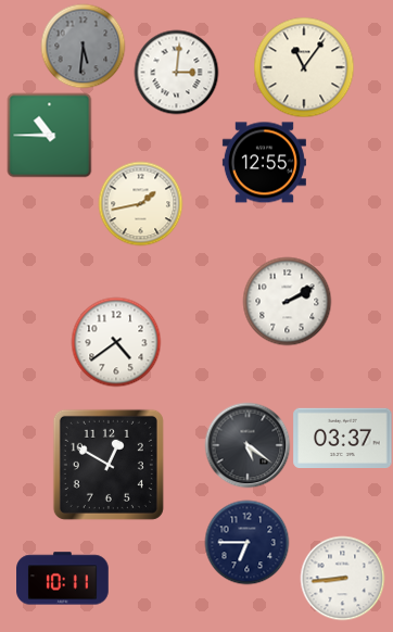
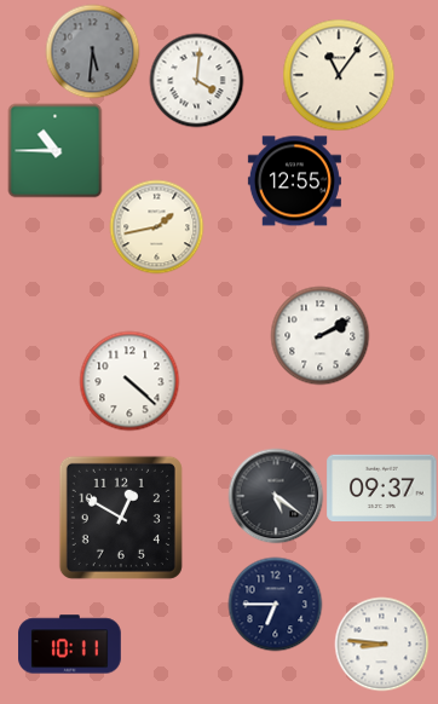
clock at (176, 72): 3:01 -> 4:01
clock at (116, 342): 4:39 -> 4:22
clock at (343, 438): 03:37 -> 09:37
clock at (342, 578): 8:44 -> 8:46
